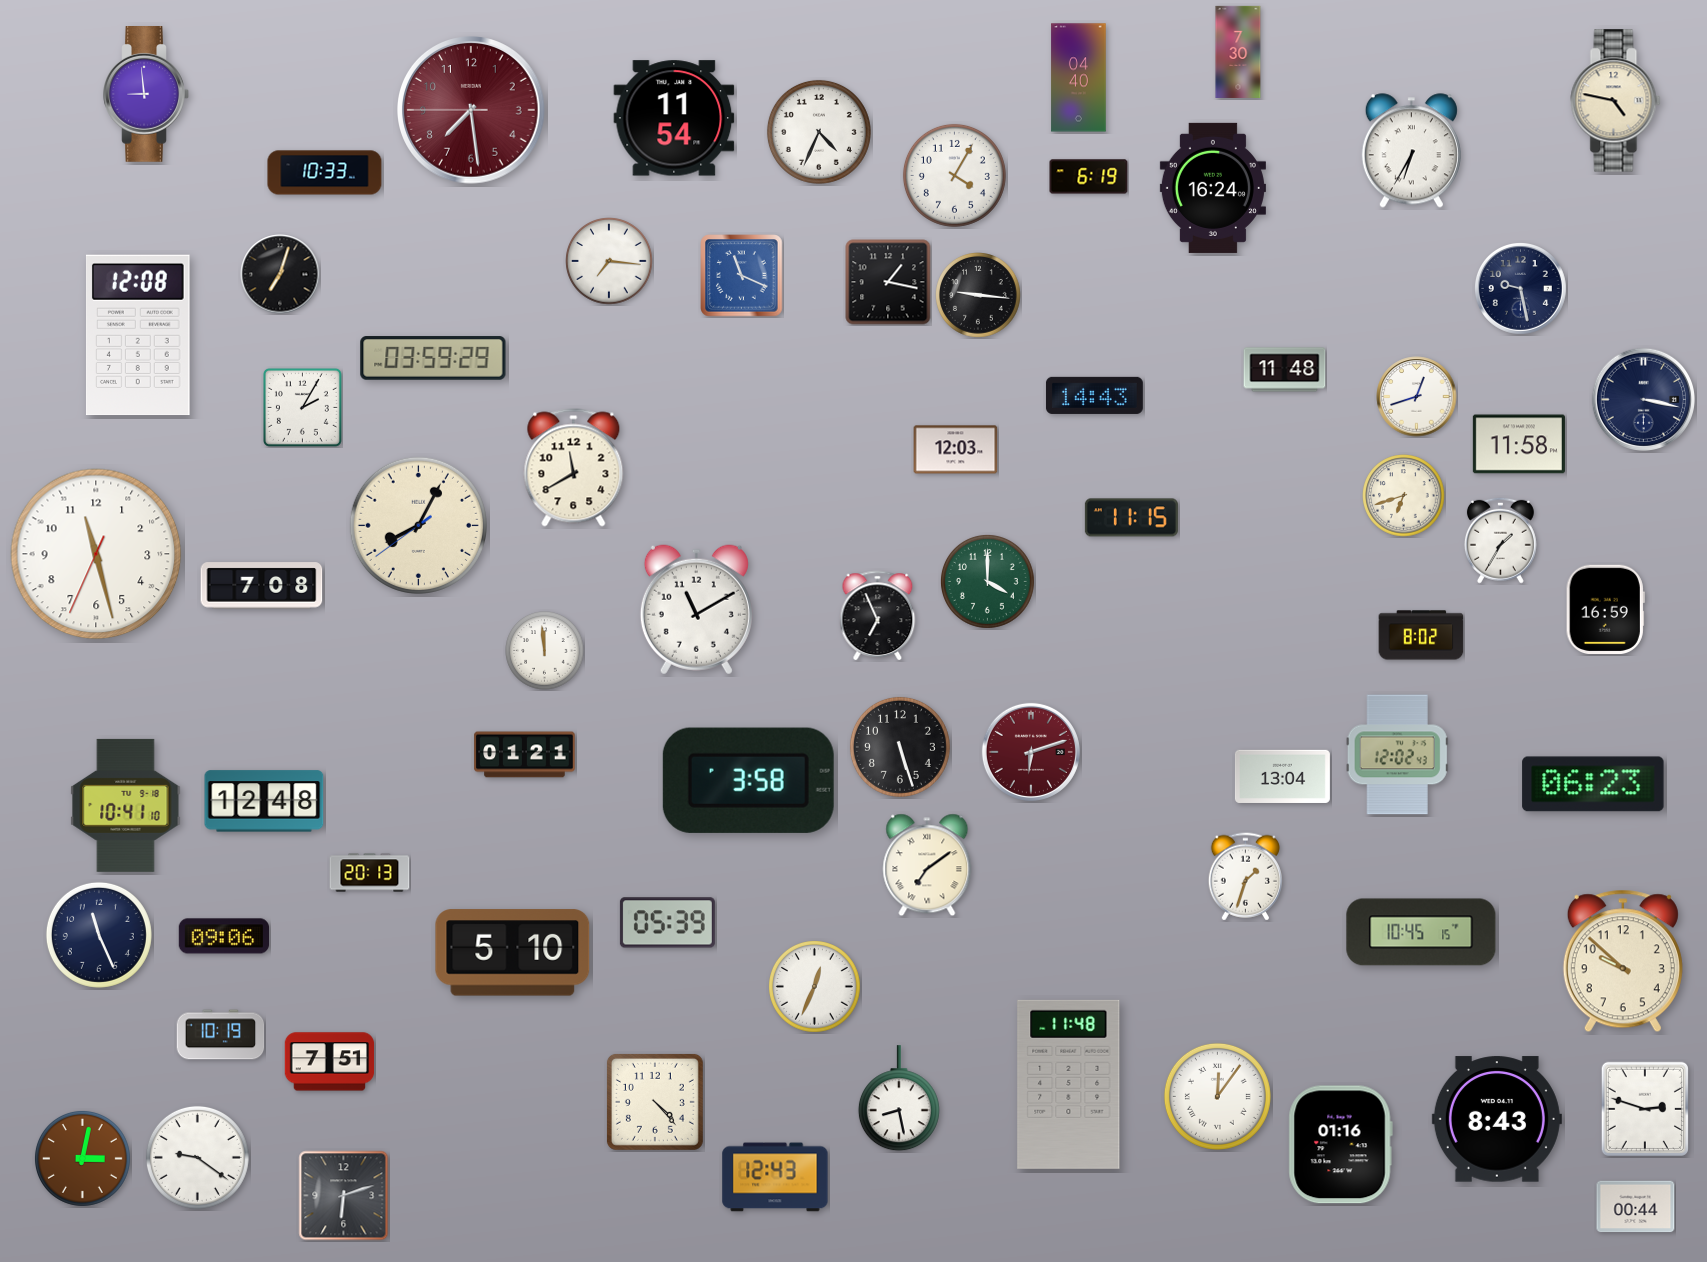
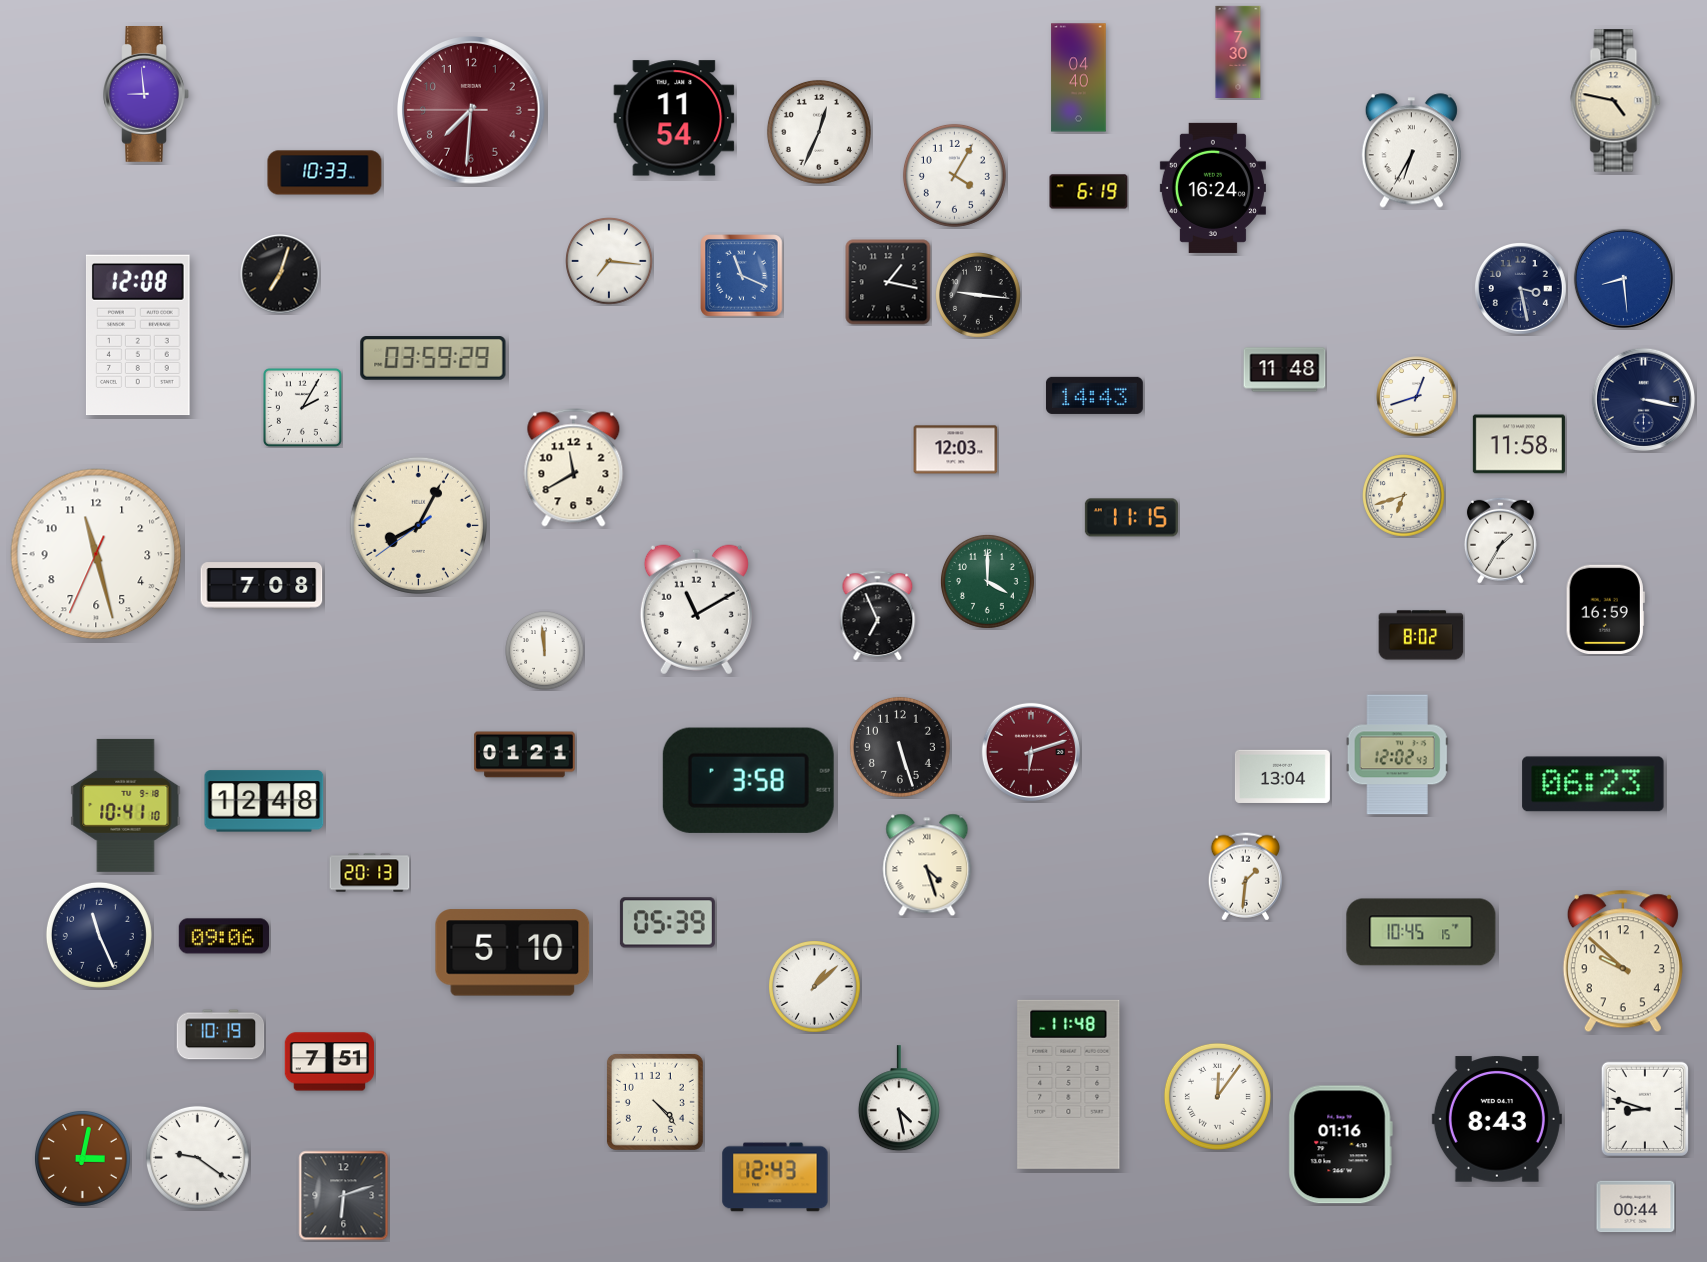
clock at (471, 110): 7:28 -> 7:30
clock at (819, 132): 4:34 -> 12:34
clock at (1089, 177) position: (1089, 177) -> (1089, 192)
clock at (1623, 278): none -> 8:29
clock at (1520, 288): 9:28 -> 3:28
clock at (927, 865): 7:09 -> 4:27
clock at (1245, 877): 1:33 -> 1:31
clock at (815, 987): 12:34 -> 1:08
clock at (899, 1099): 8:28 -> 4:28
clock at (1645, 1109): 2:48 -> 8:48
